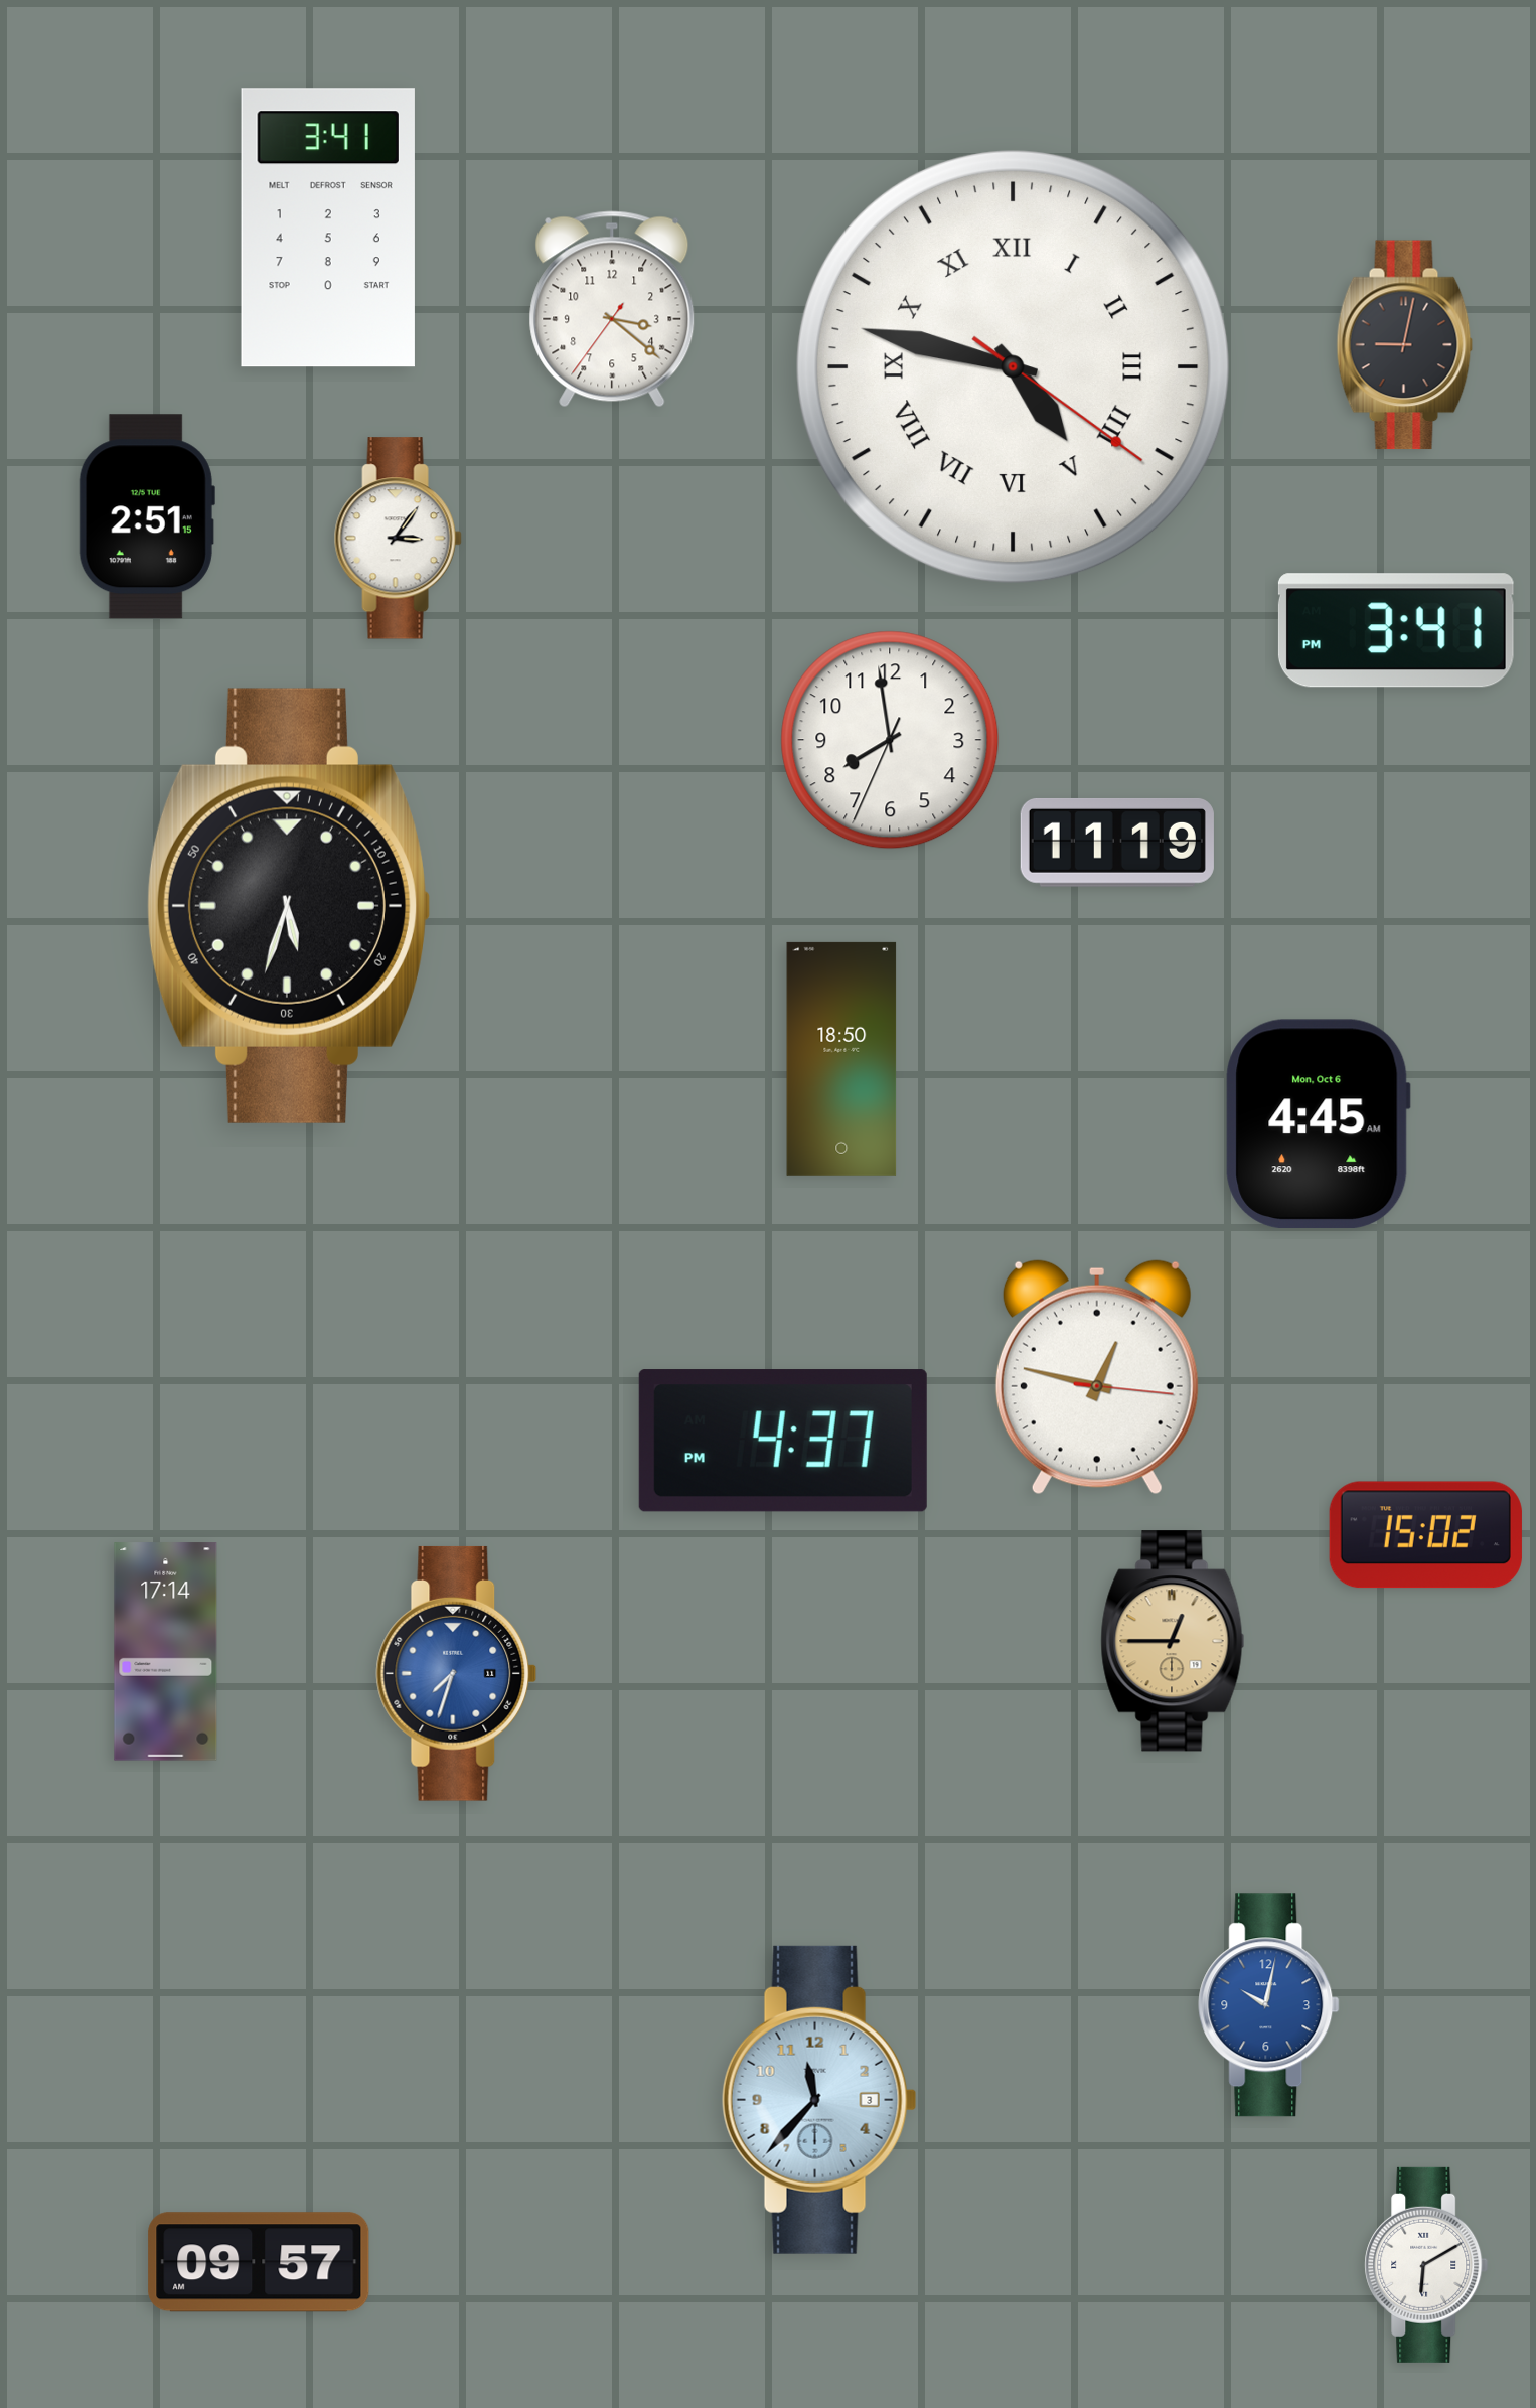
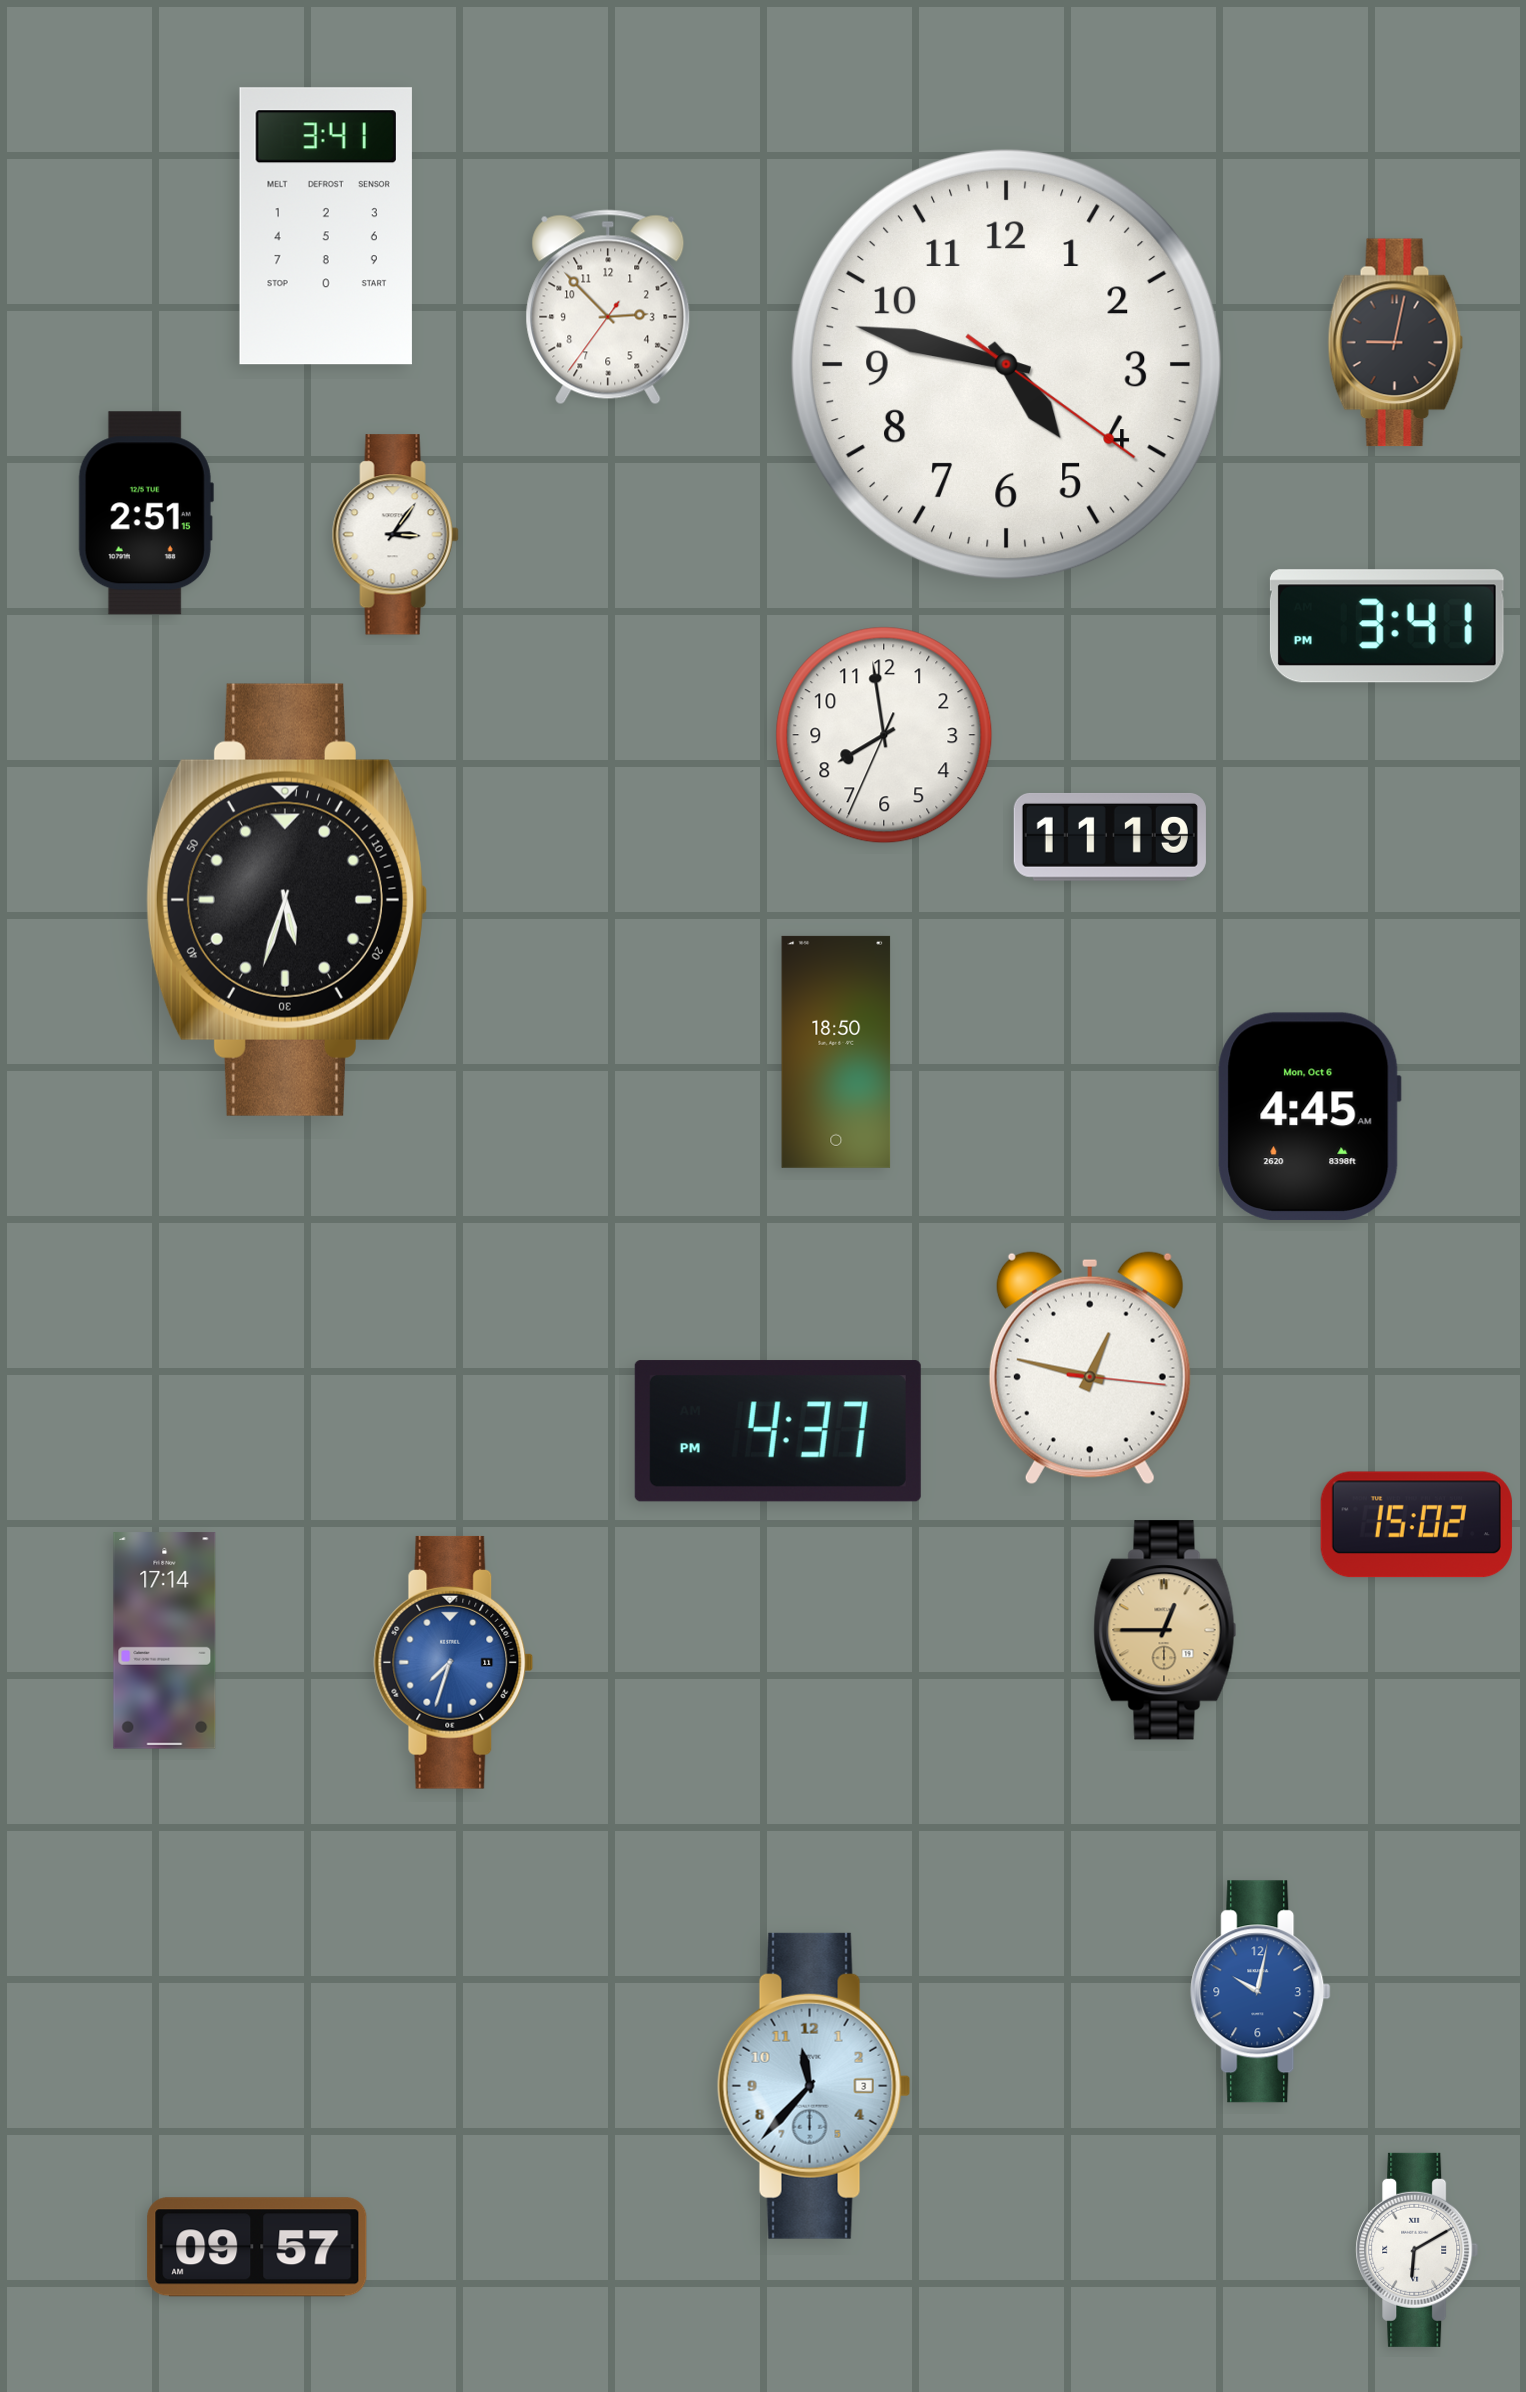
clock at (612, 309): 3:21 -> 2:52
clock at (1013, 366) numerals: Roman -> Arabic
